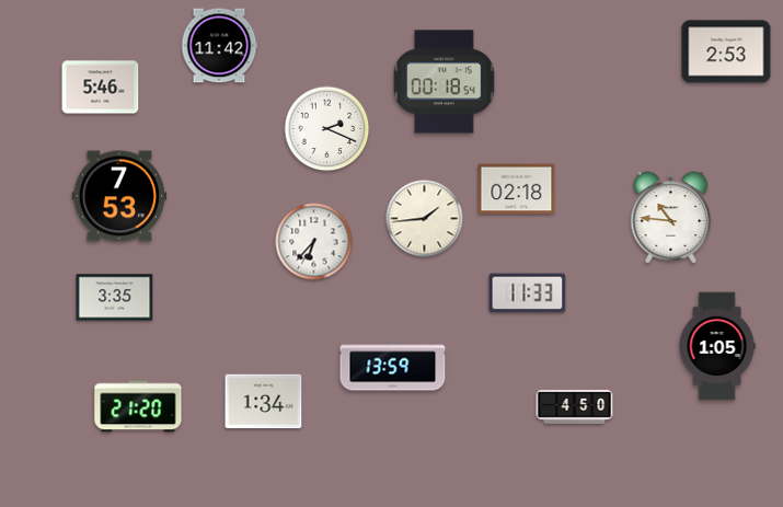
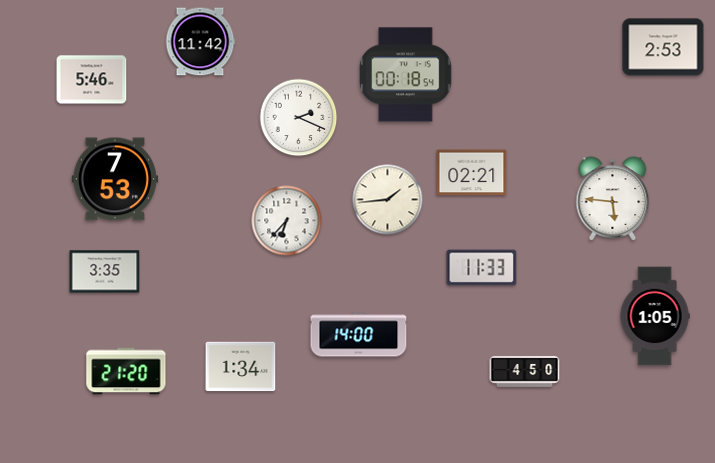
clock at (517, 189): 02:18 -> 02:21
clock at (119, 196) position: (119, 196) -> (115, 179)
clock at (671, 218): 10:46 -> 5:46
clock at (393, 367): 13:59 -> 14:00
